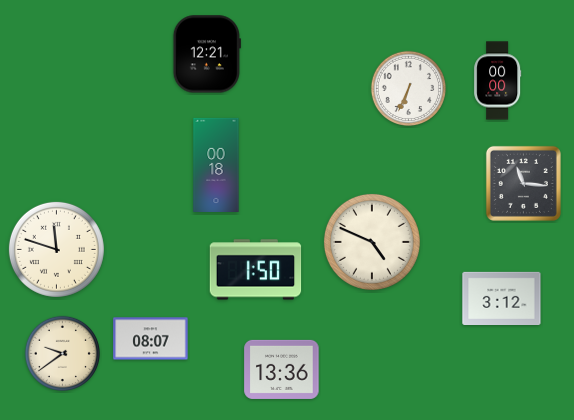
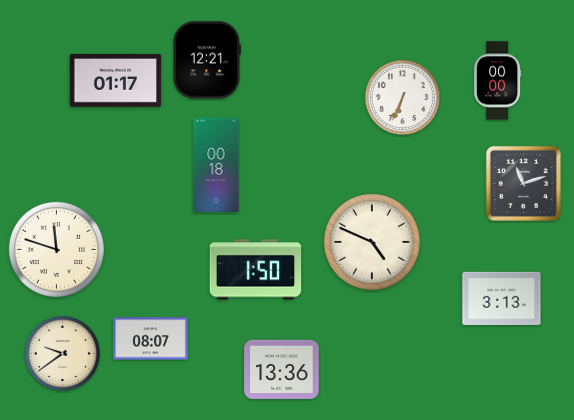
clock at (207, 54) position: (207, 54) -> (207, 60)
clock at (116, 80): none -> 01:17
clock at (408, 88) position: (408, 88) -> (402, 97)
clock at (523, 183): 11:16 -> 11:12
clock at (502, 298): 3:12 -> 3:13
